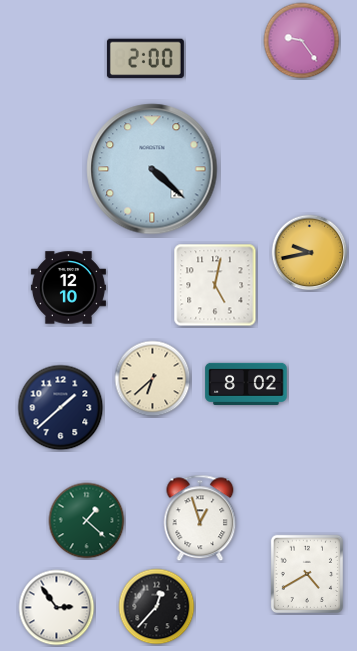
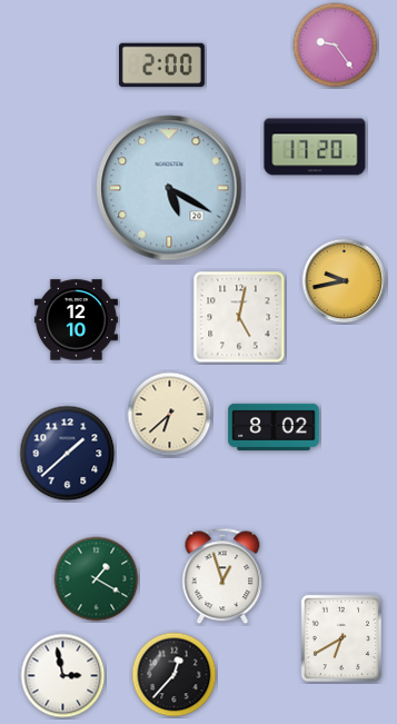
clock at (315, 147): none -> 17:20
clock at (152, 169): 4:22 -> 5:20
clock at (153, 379) position: (153, 379) -> (170, 415)
clock at (87, 521): 1:22 -> 1:20
clock at (306, 573): 4:40 -> 6:40
clock at (57, 608): 2:54 -> 2:58
